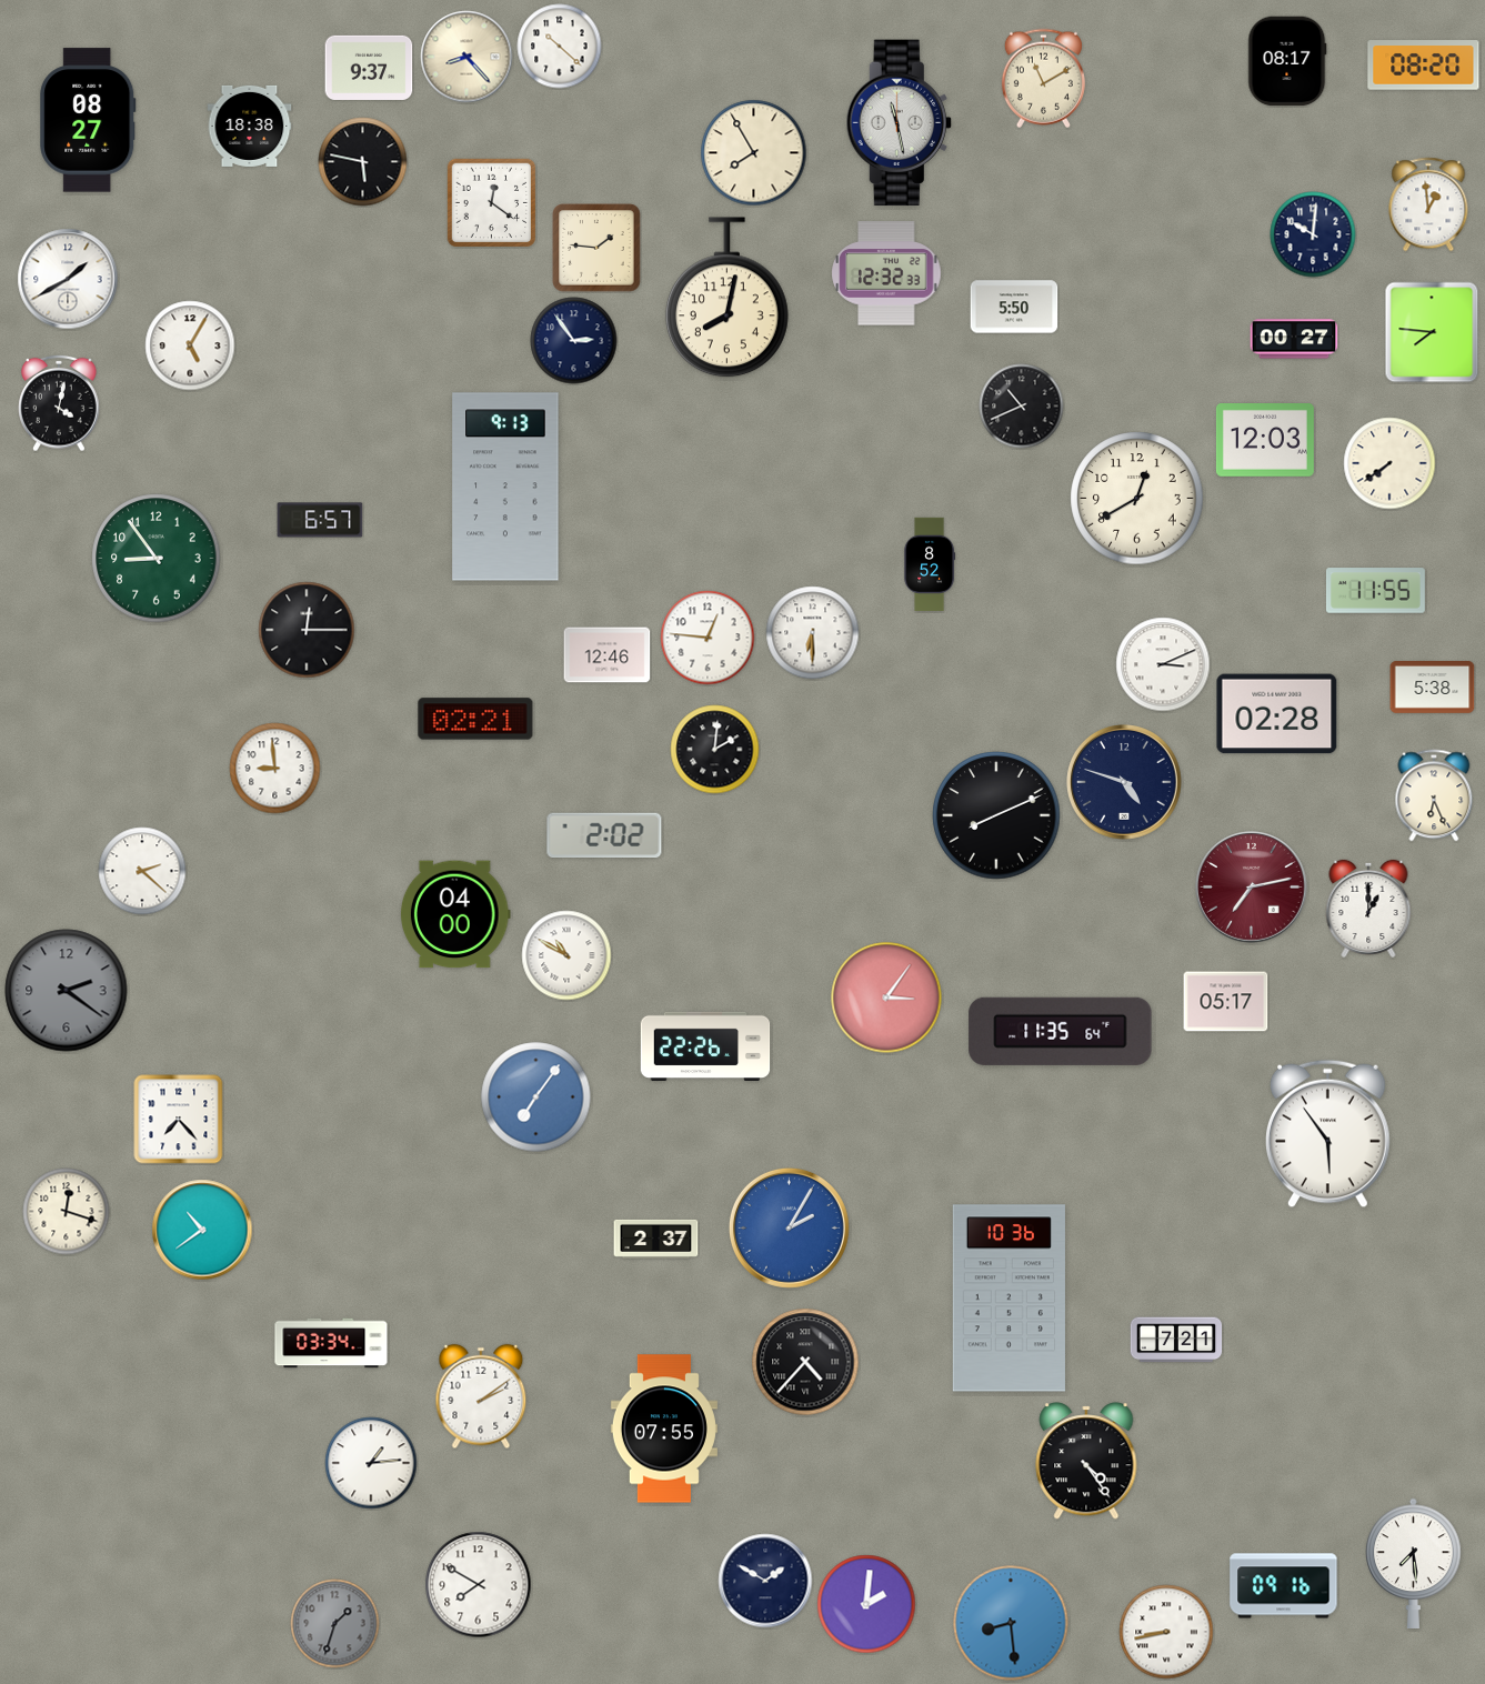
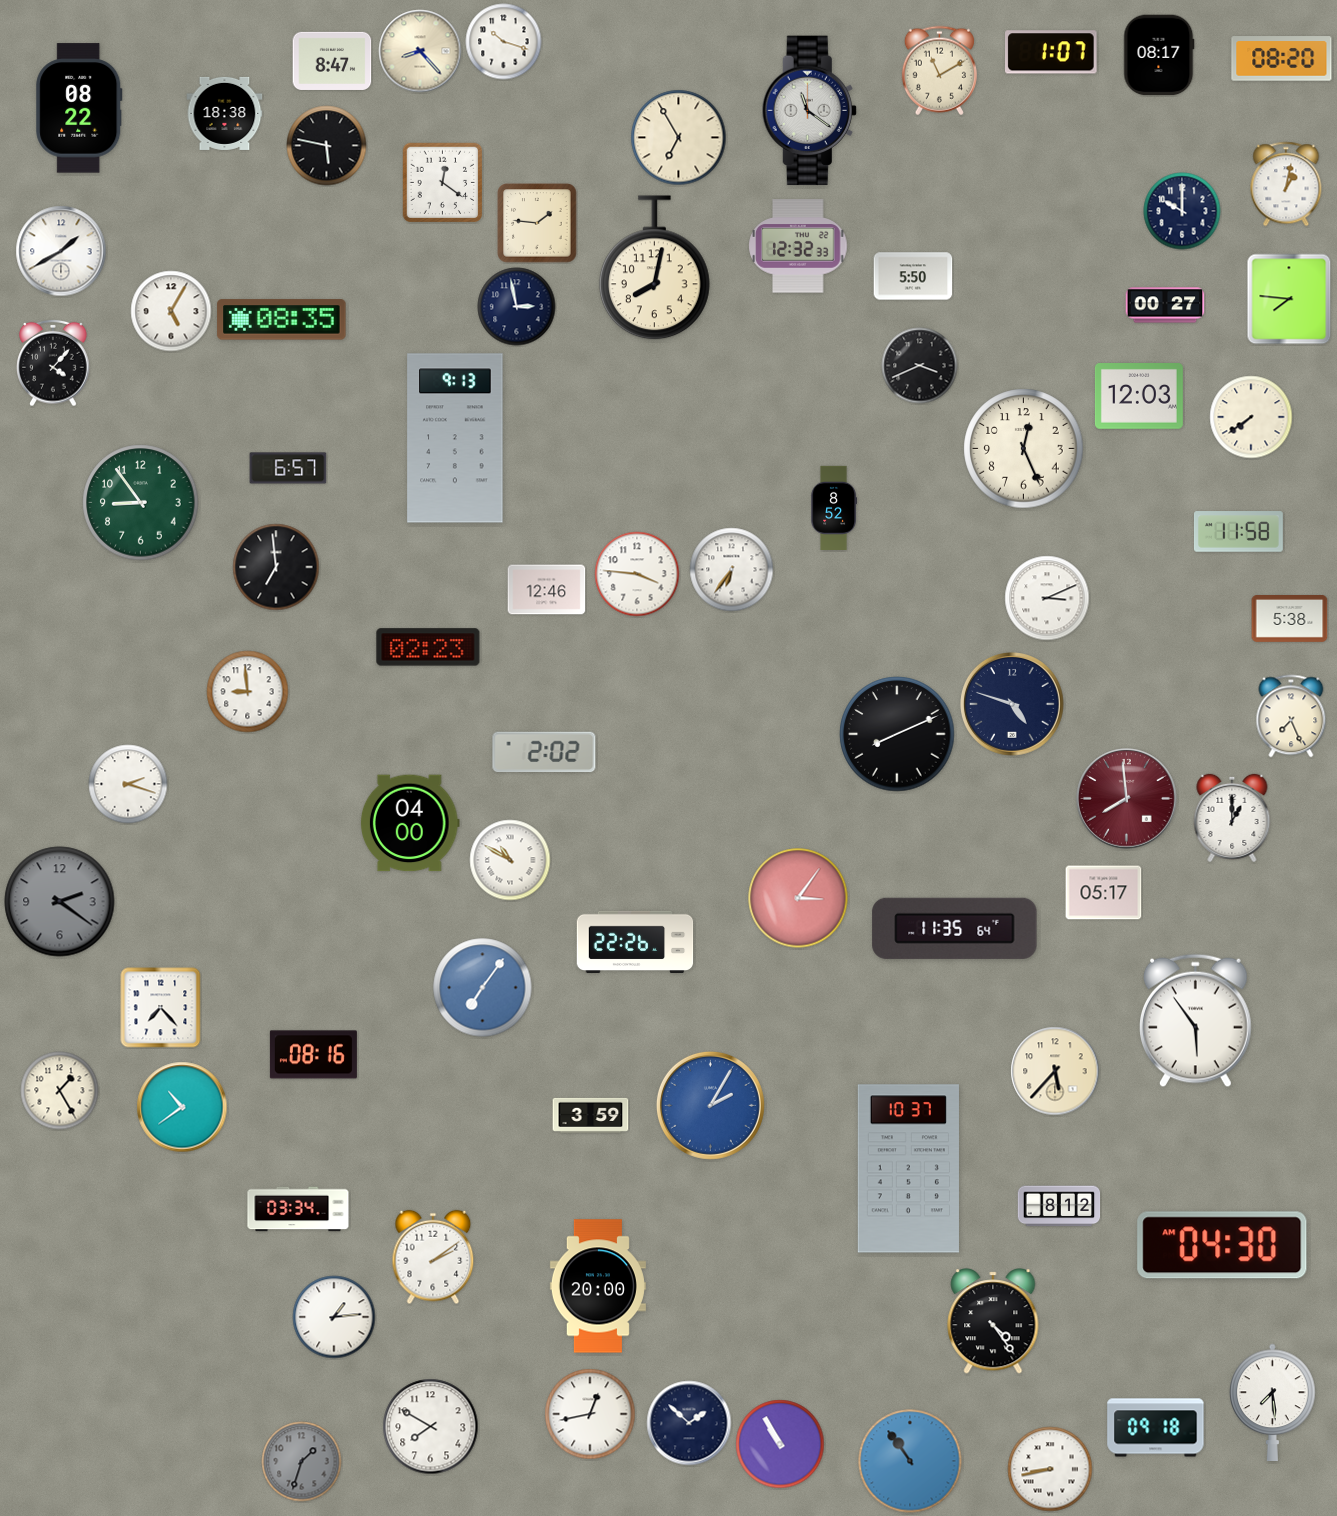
clock at (560, 47): 10:22 -> 10:18
clock at (1052, 52): none -> 1:07
clock at (369, 68): 9:37 -> 8:47
clock at (88, 120): 08:27 -> 08:22
clock at (899, 123): 11:28 -> 11:21
clock at (754, 153): 7:55 -> 6:55
clock at (1428, 204): 12:59 -> 1:02
clock at (1313, 234): 10:01 -> 10:00
clock at (574, 341): 2:54 -> 2:58
clock at (282, 320): none -> 08:35
clock at (59, 403): 4:02 -> 4:07
clock at (1022, 407): 10:41 -> 3:41
clock at (1137, 499): 12:40 -> 12:26
clock at (930, 563) position: (930, 563) -> (834, 507)
clock at (1375, 591): 11:55 -> 11:58
clock at (307, 630): 12:15 -> 6:59
clock at (813, 633): 6:30 -> 6:36
clock at (708, 638): 12:46 -> 3:46
clock at (1277, 714): 02:28 -> none
clock at (475, 719): 02:21 -> 02:23
clock at (715, 750): 2:01 -> none
clock at (1434, 795): 6:26 -> 7:26
clock at (142, 871): 2:22 -> 2:18
clock at (1252, 888): 7:13 -> 7:59
clock at (67, 991) position: (67, 991) -> (60, 902)
clock at (1226, 1002) position: (1226, 1002) -> (1104, 893)
clock at (313, 1055): none -> 08:16
clock at (1055, 1071): none -> 5:37
clock at (67, 1212): 12:18 -> 1:25
clock at (656, 1239): 2:37 -> 3:59
clock at (1009, 1299): 10:36 -> 10:37
clock at (1176, 1340): 7:21 -> 8:12
clock at (805, 1362): 4:37 -> none
clock at (1222, 1245): none -> 04:30
clock at (664, 1429): 07:55 -> 20:00
clock at (1086, 1461) position: (1086, 1461) -> (993, 1321)
clock at (1414, 1563) position: (1414, 1563) -> (1273, 1402)
clock at (590, 1414): none -> 12:43
clock at (765, 1581): 1:50 -> 1:52
clock at (1284, 1586): 09:16 -> 09:18
clock at (866, 1604): 2:01 -> 10:55
clock at (1011, 1623): 8:29 -> 10:54
